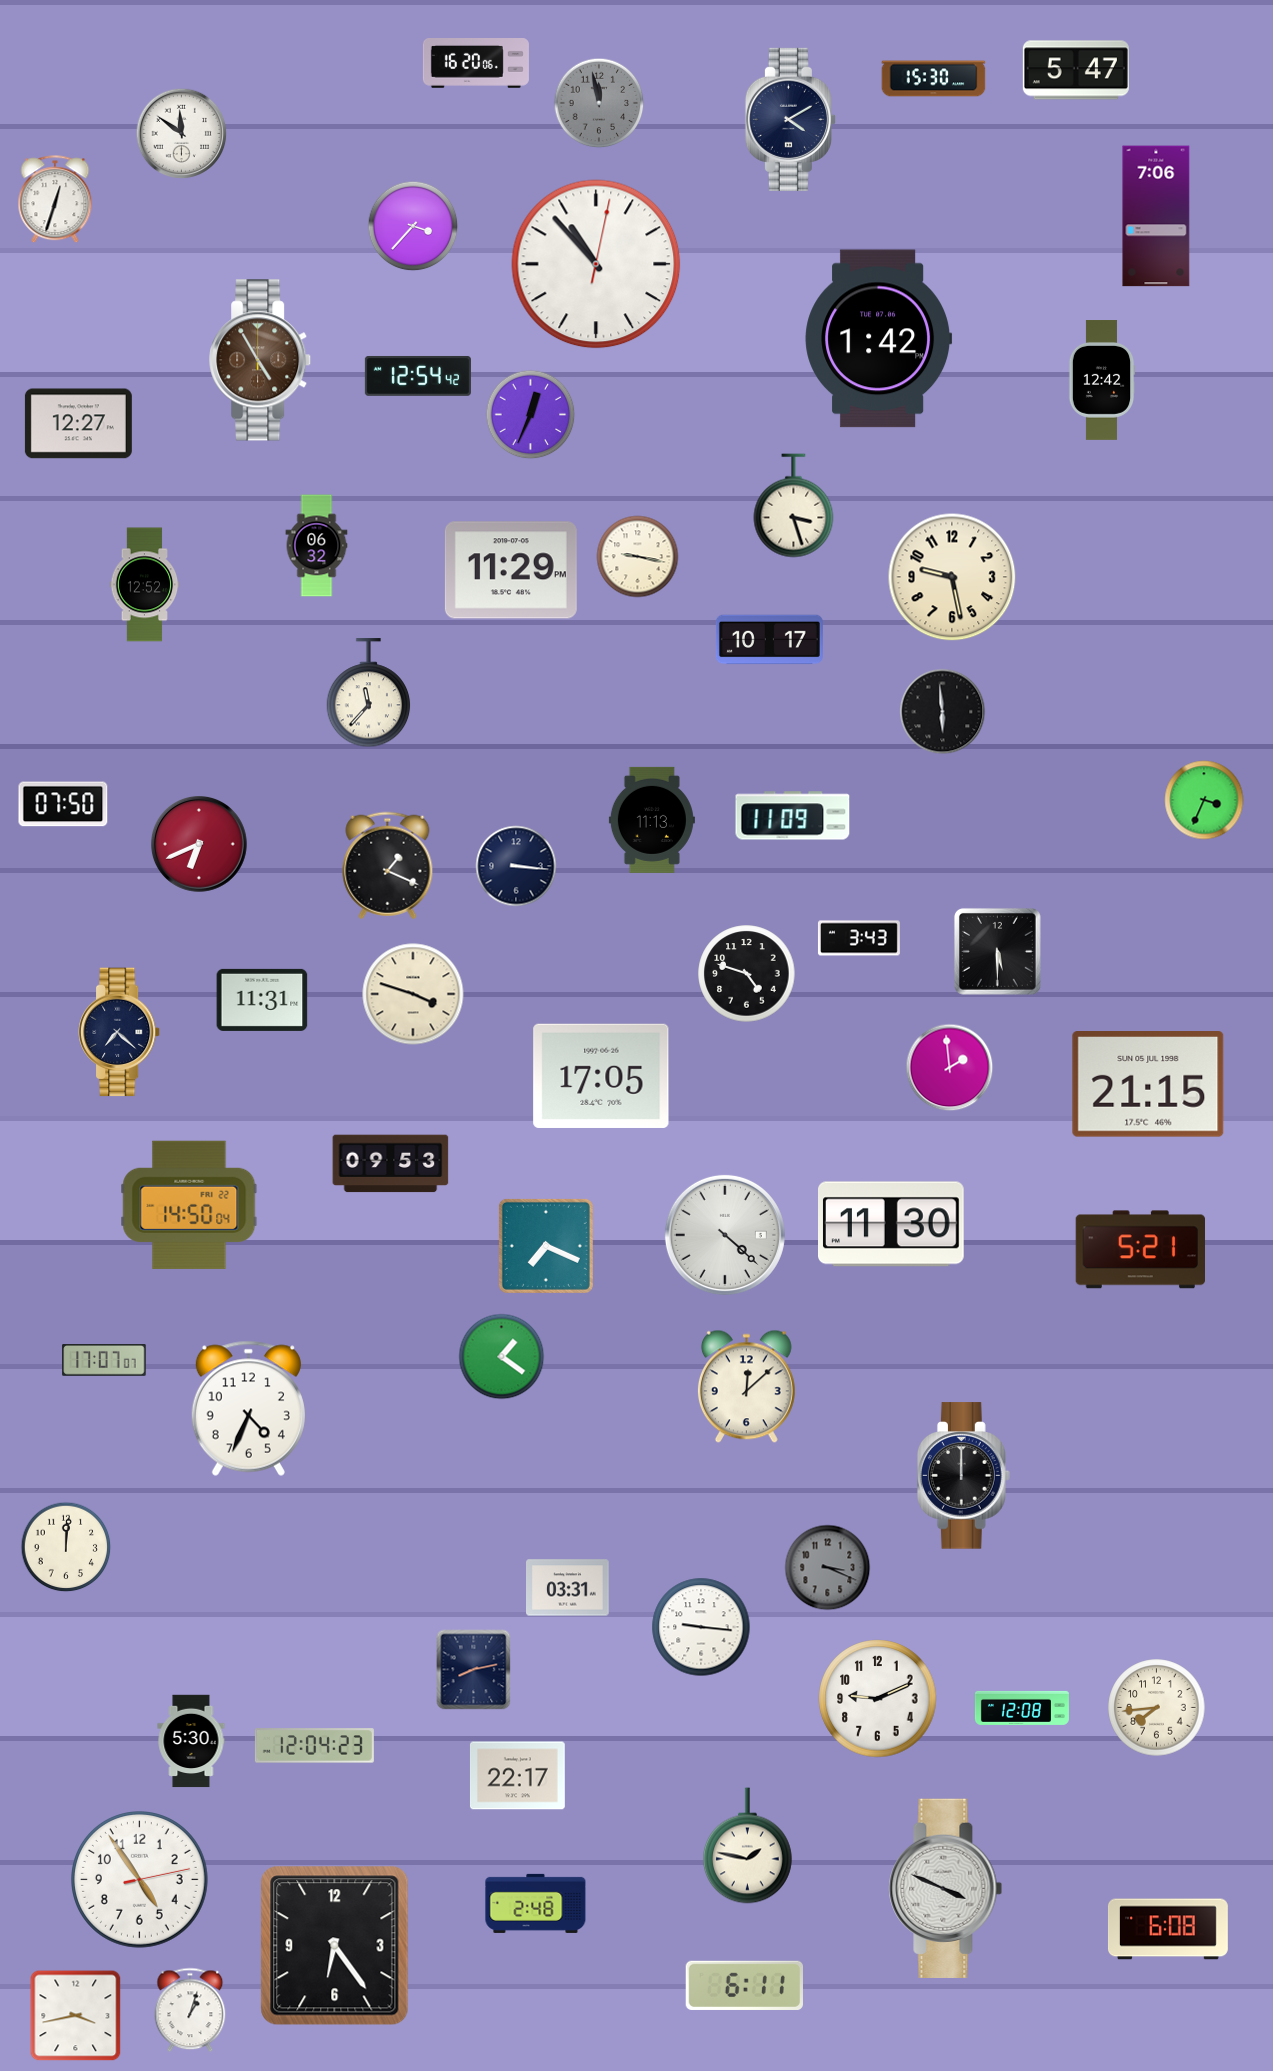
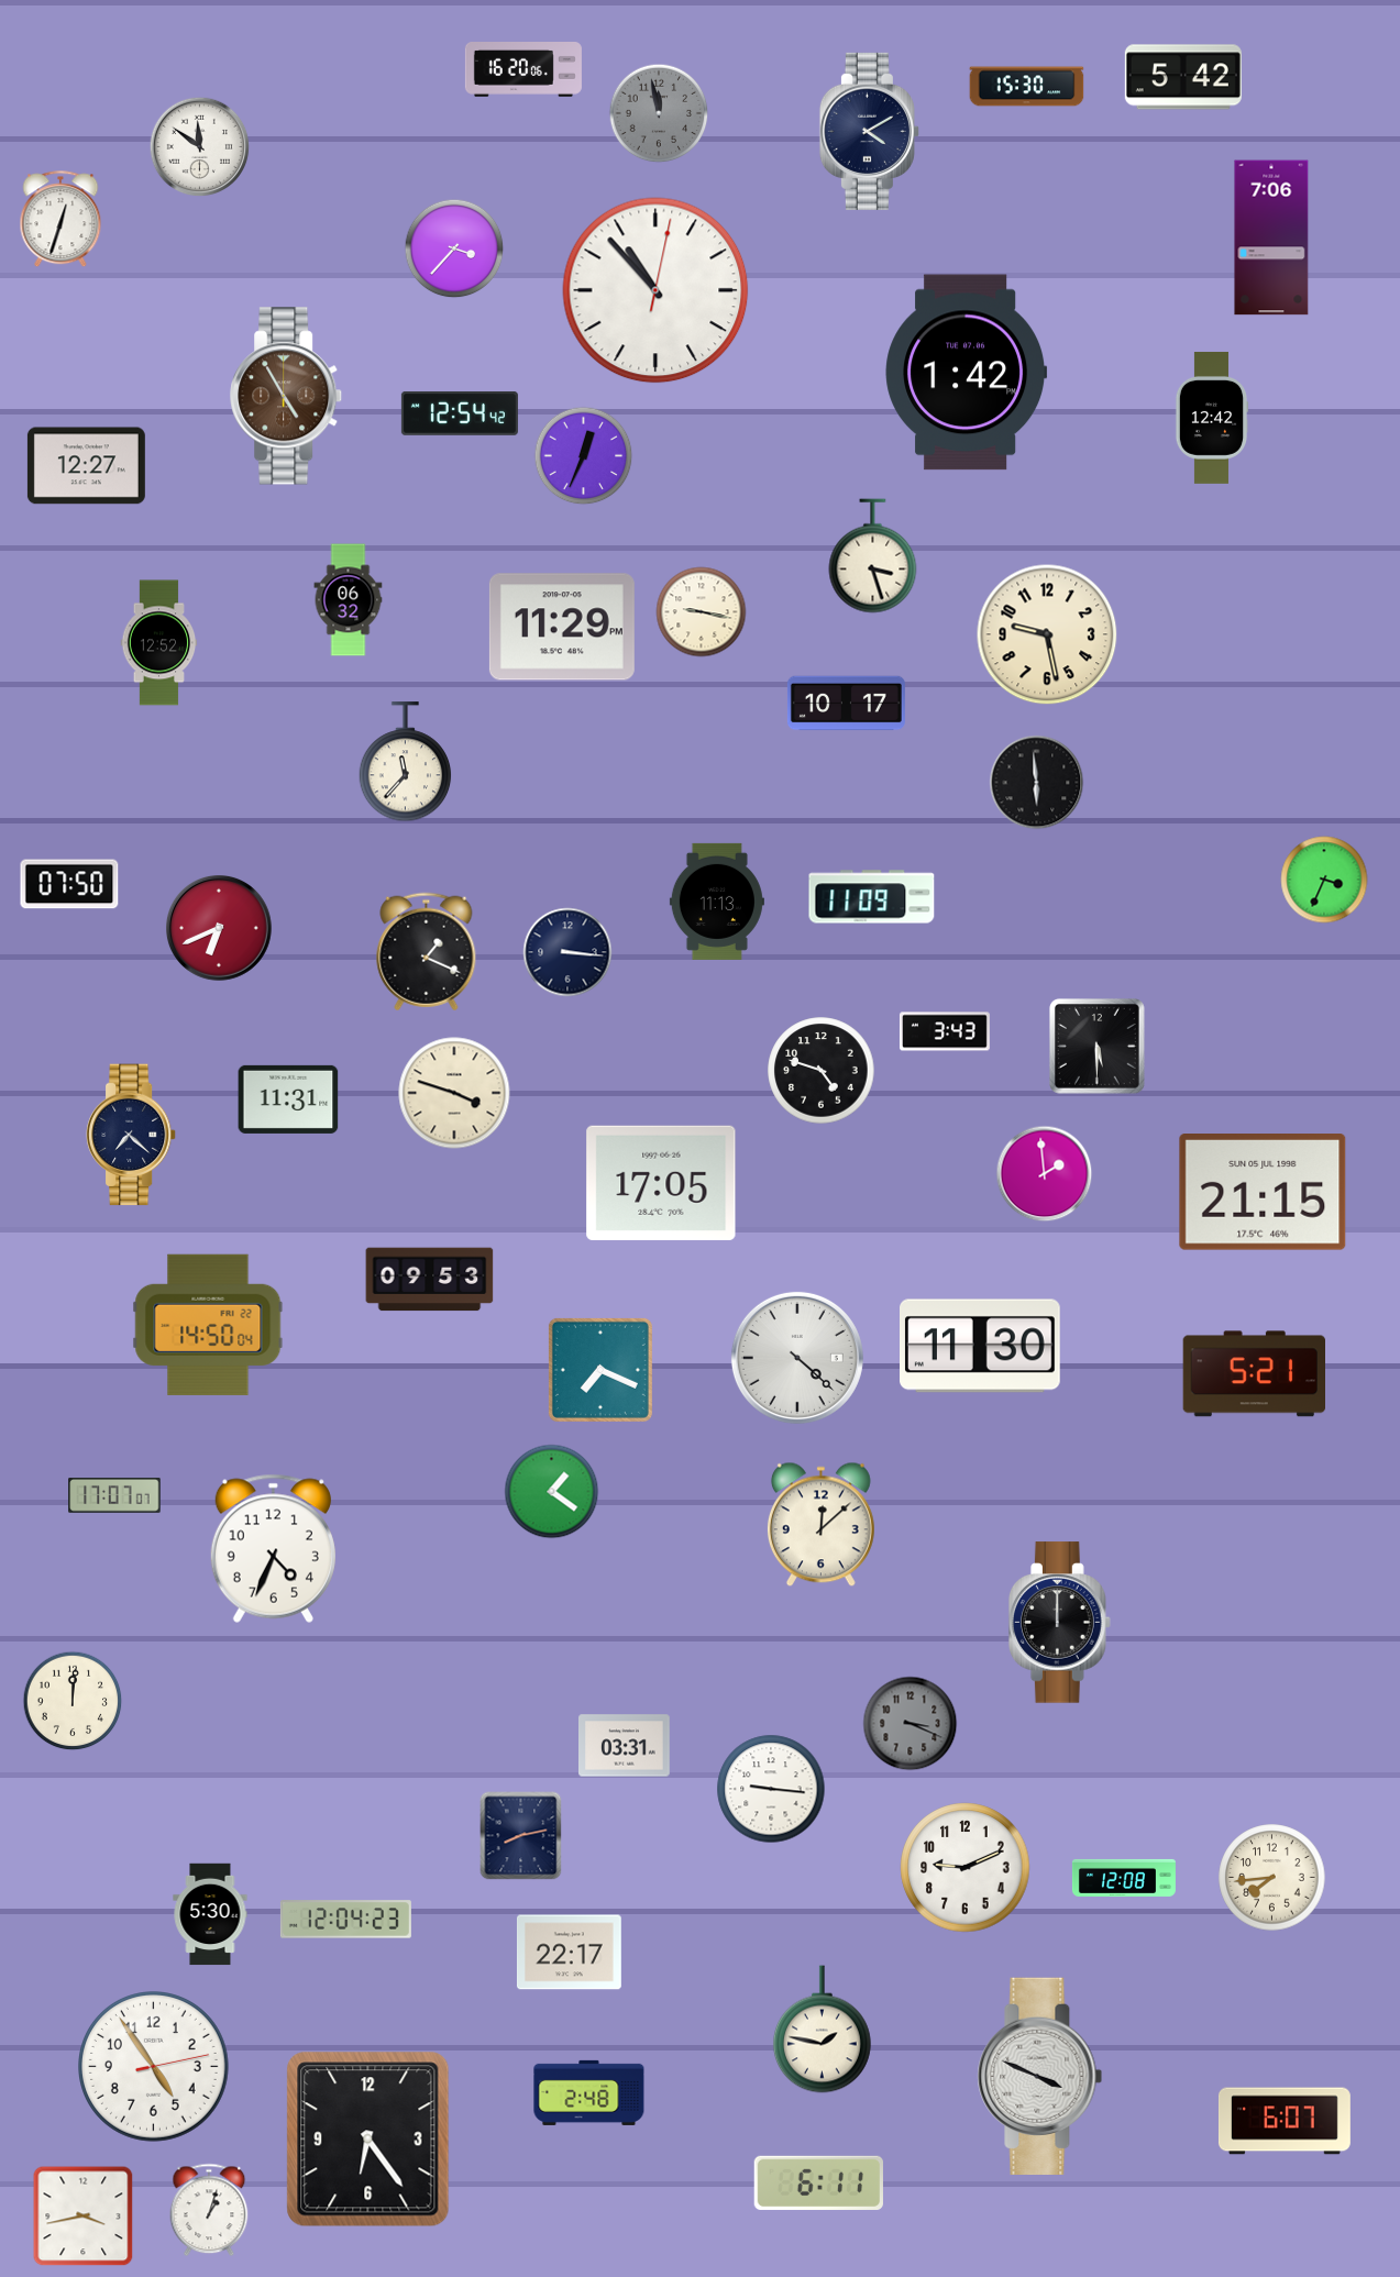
clock at (1076, 70): 5:47 -> 5:42
clock at (1168, 1929): 6:08 -> 6:07
